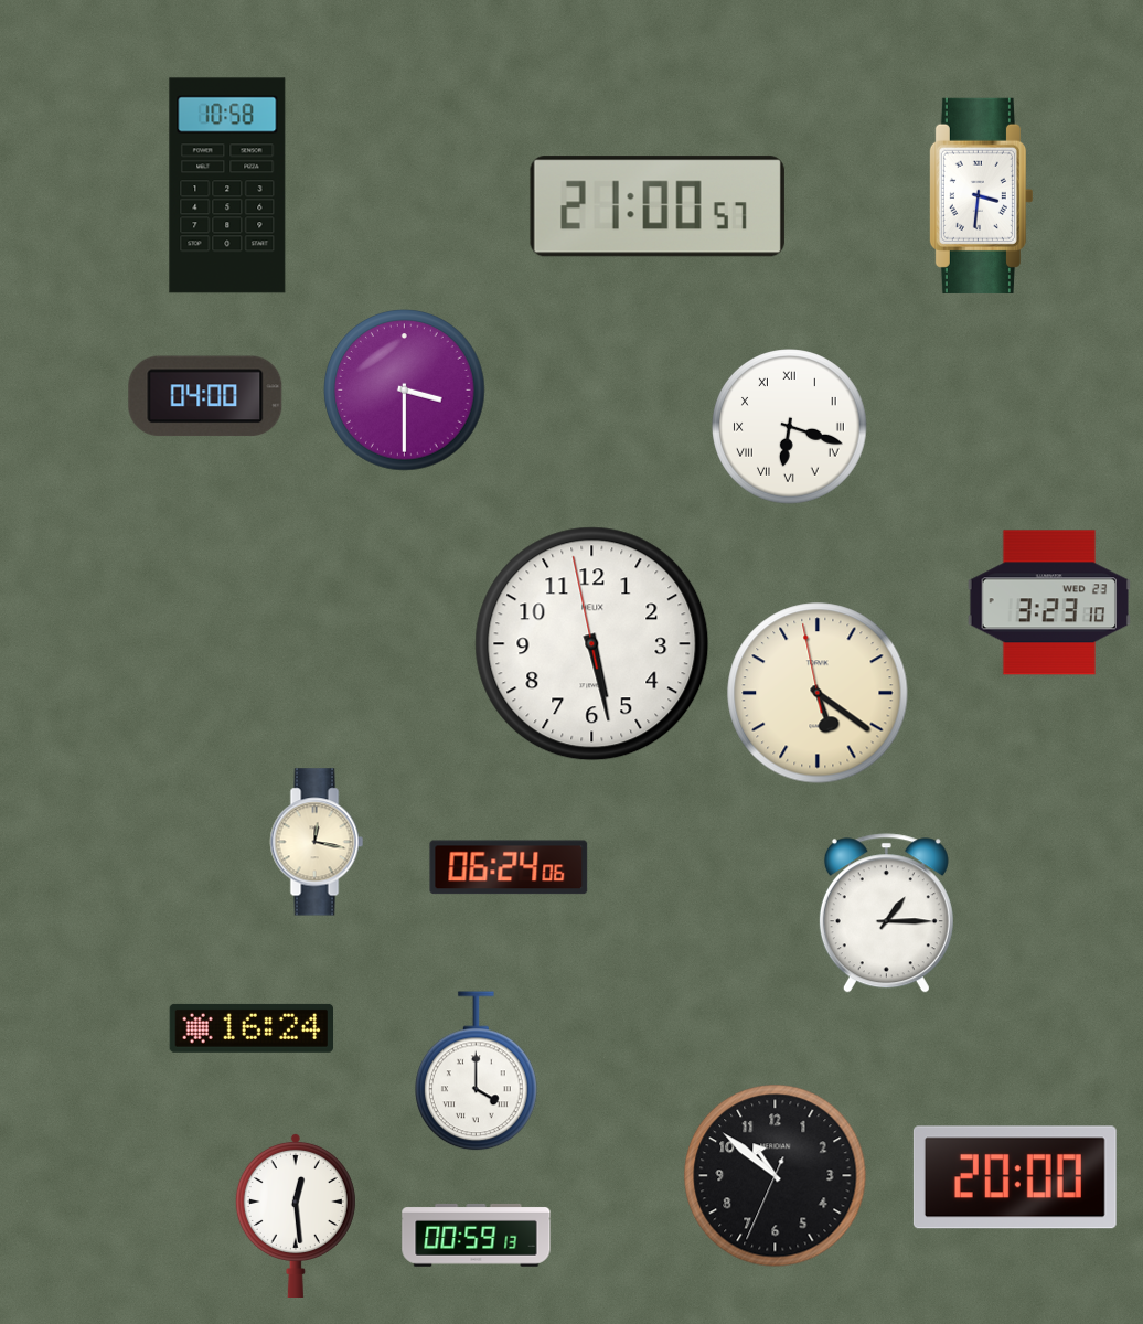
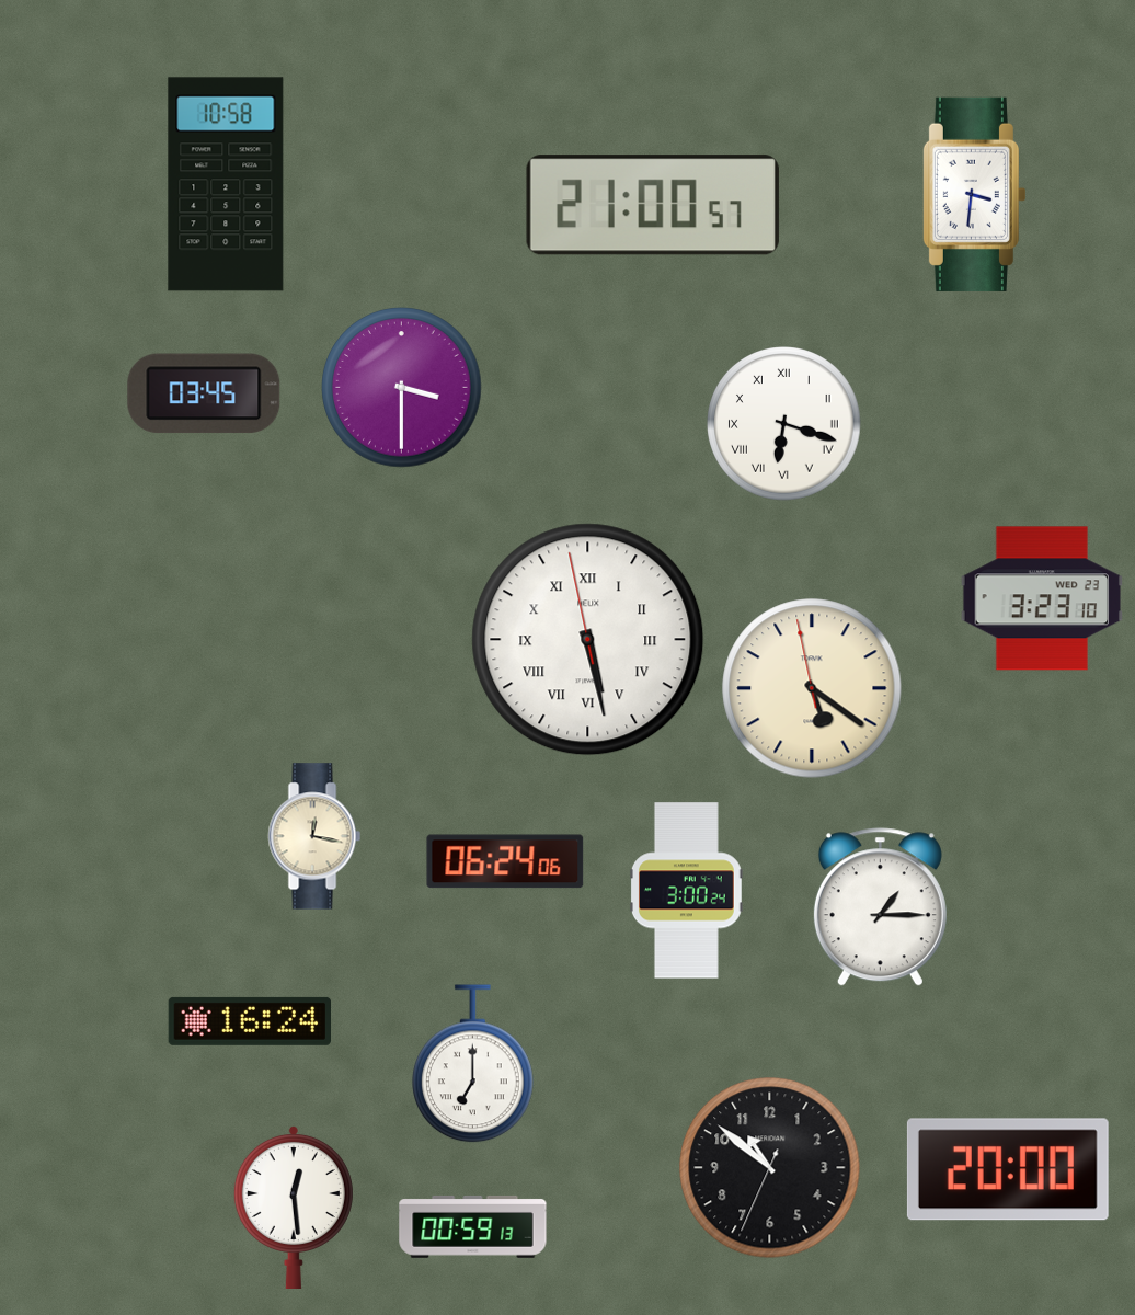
clock at (205, 396): 04:00 -> 03:45
clock at (592, 644) numerals: Arabic -> Roman
clock at (686, 891): none -> 3:00
clock at (477, 1071): 4:00 -> 7:00
